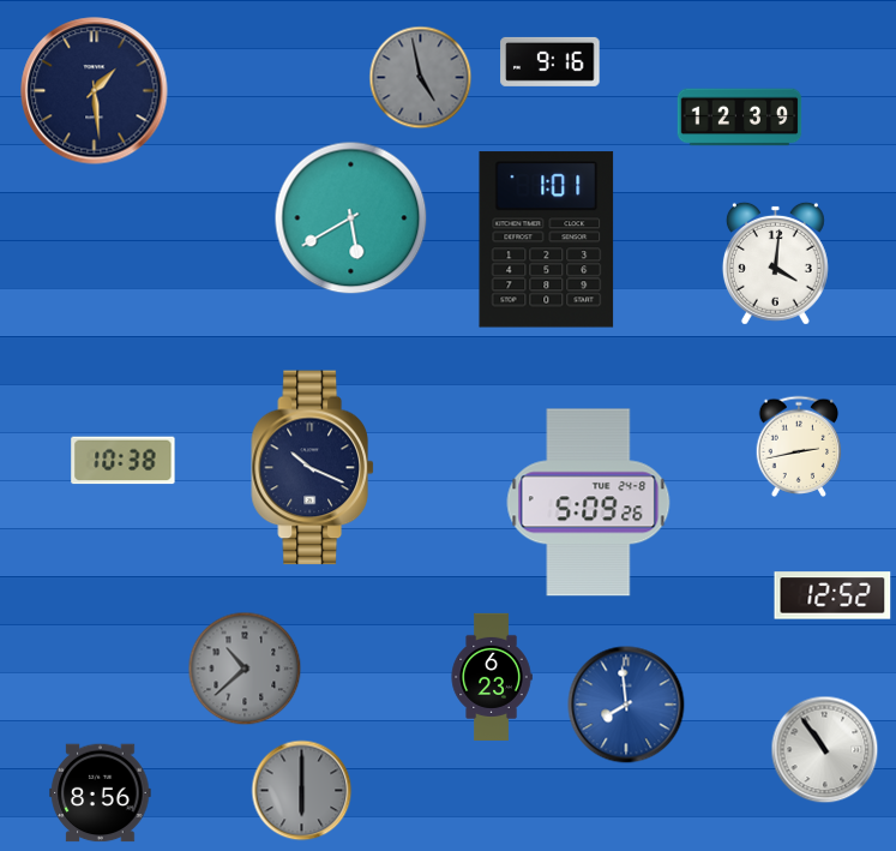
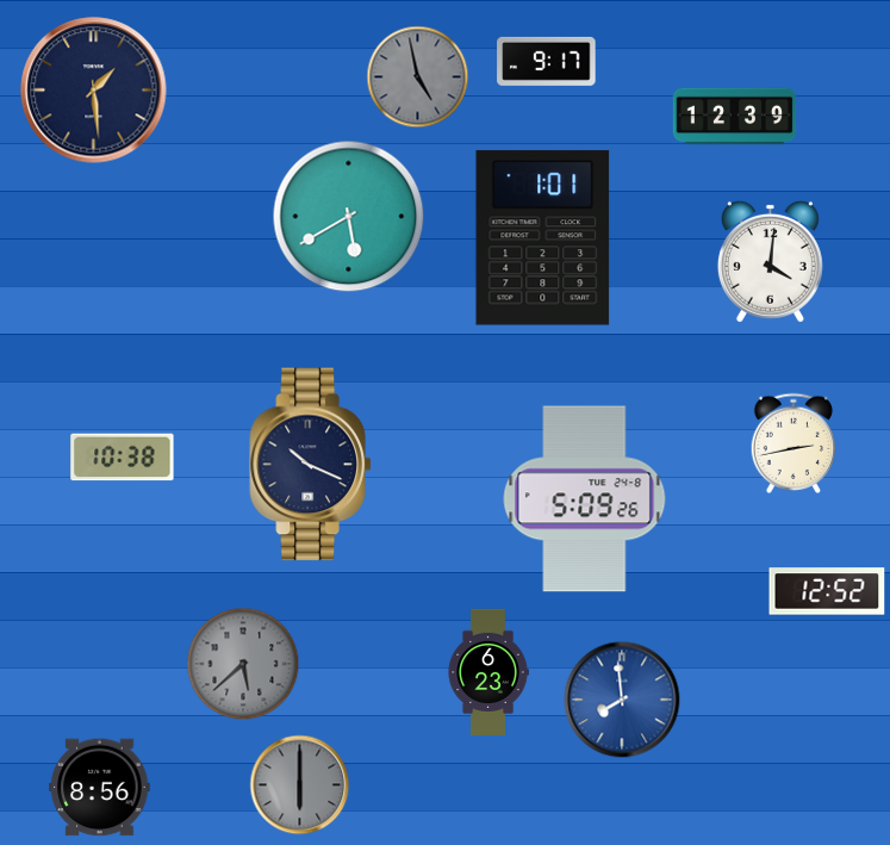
clock at (551, 61): 9:16 -> 9:17
clock at (245, 669): 10:38 -> 5:38
clock at (825, 750): 10:54 -> none
